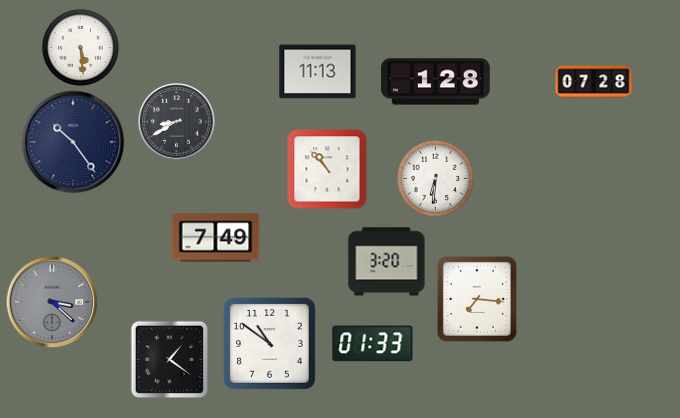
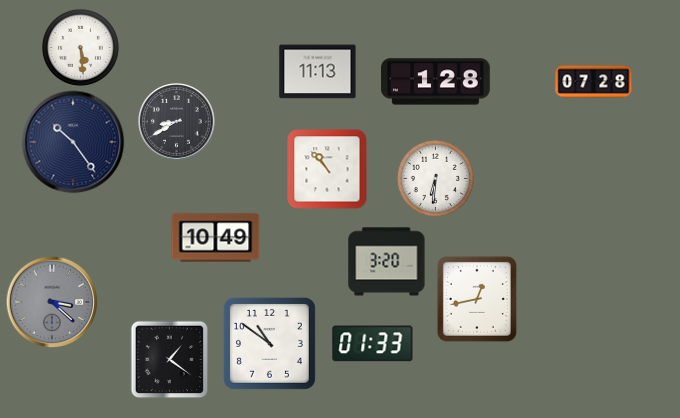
clock at (216, 238): 7:49 -> 10:49
clock at (477, 299): 7:16 -> 12:43
